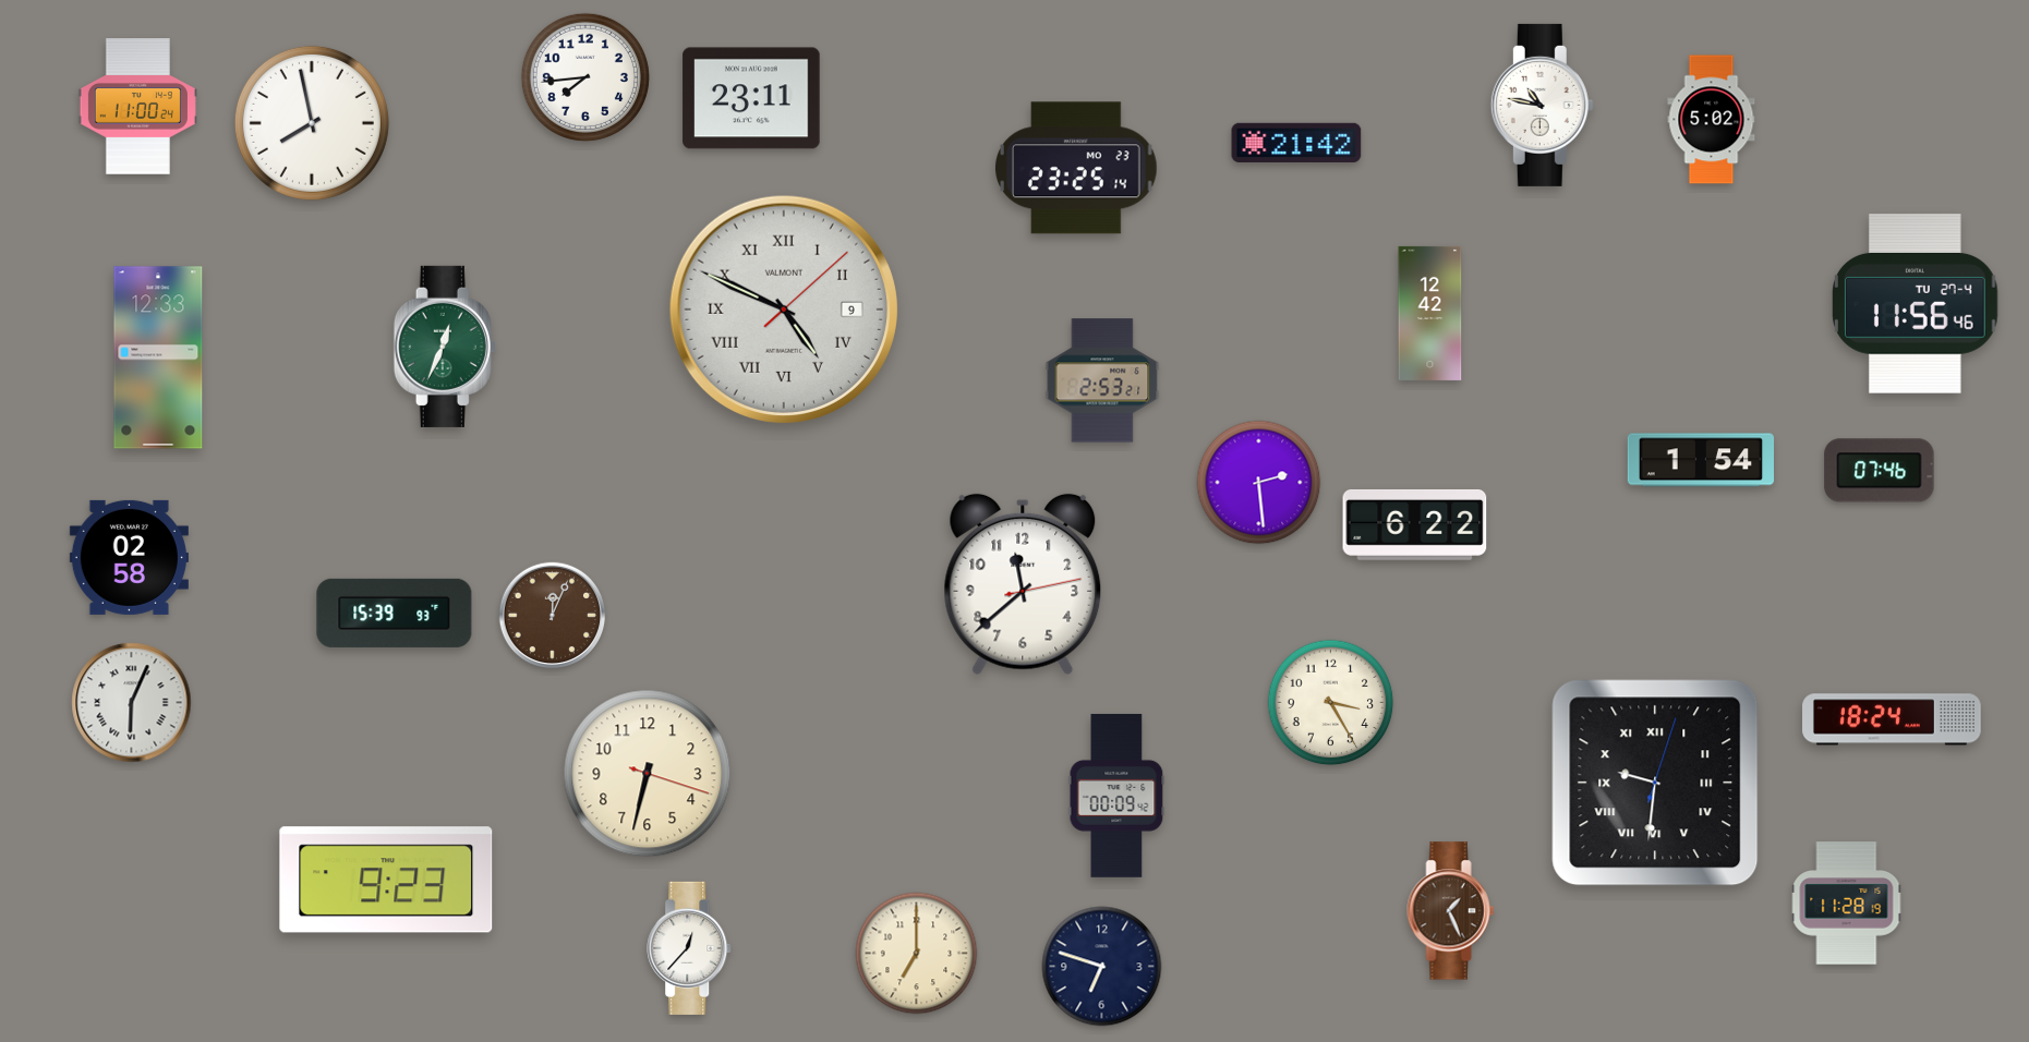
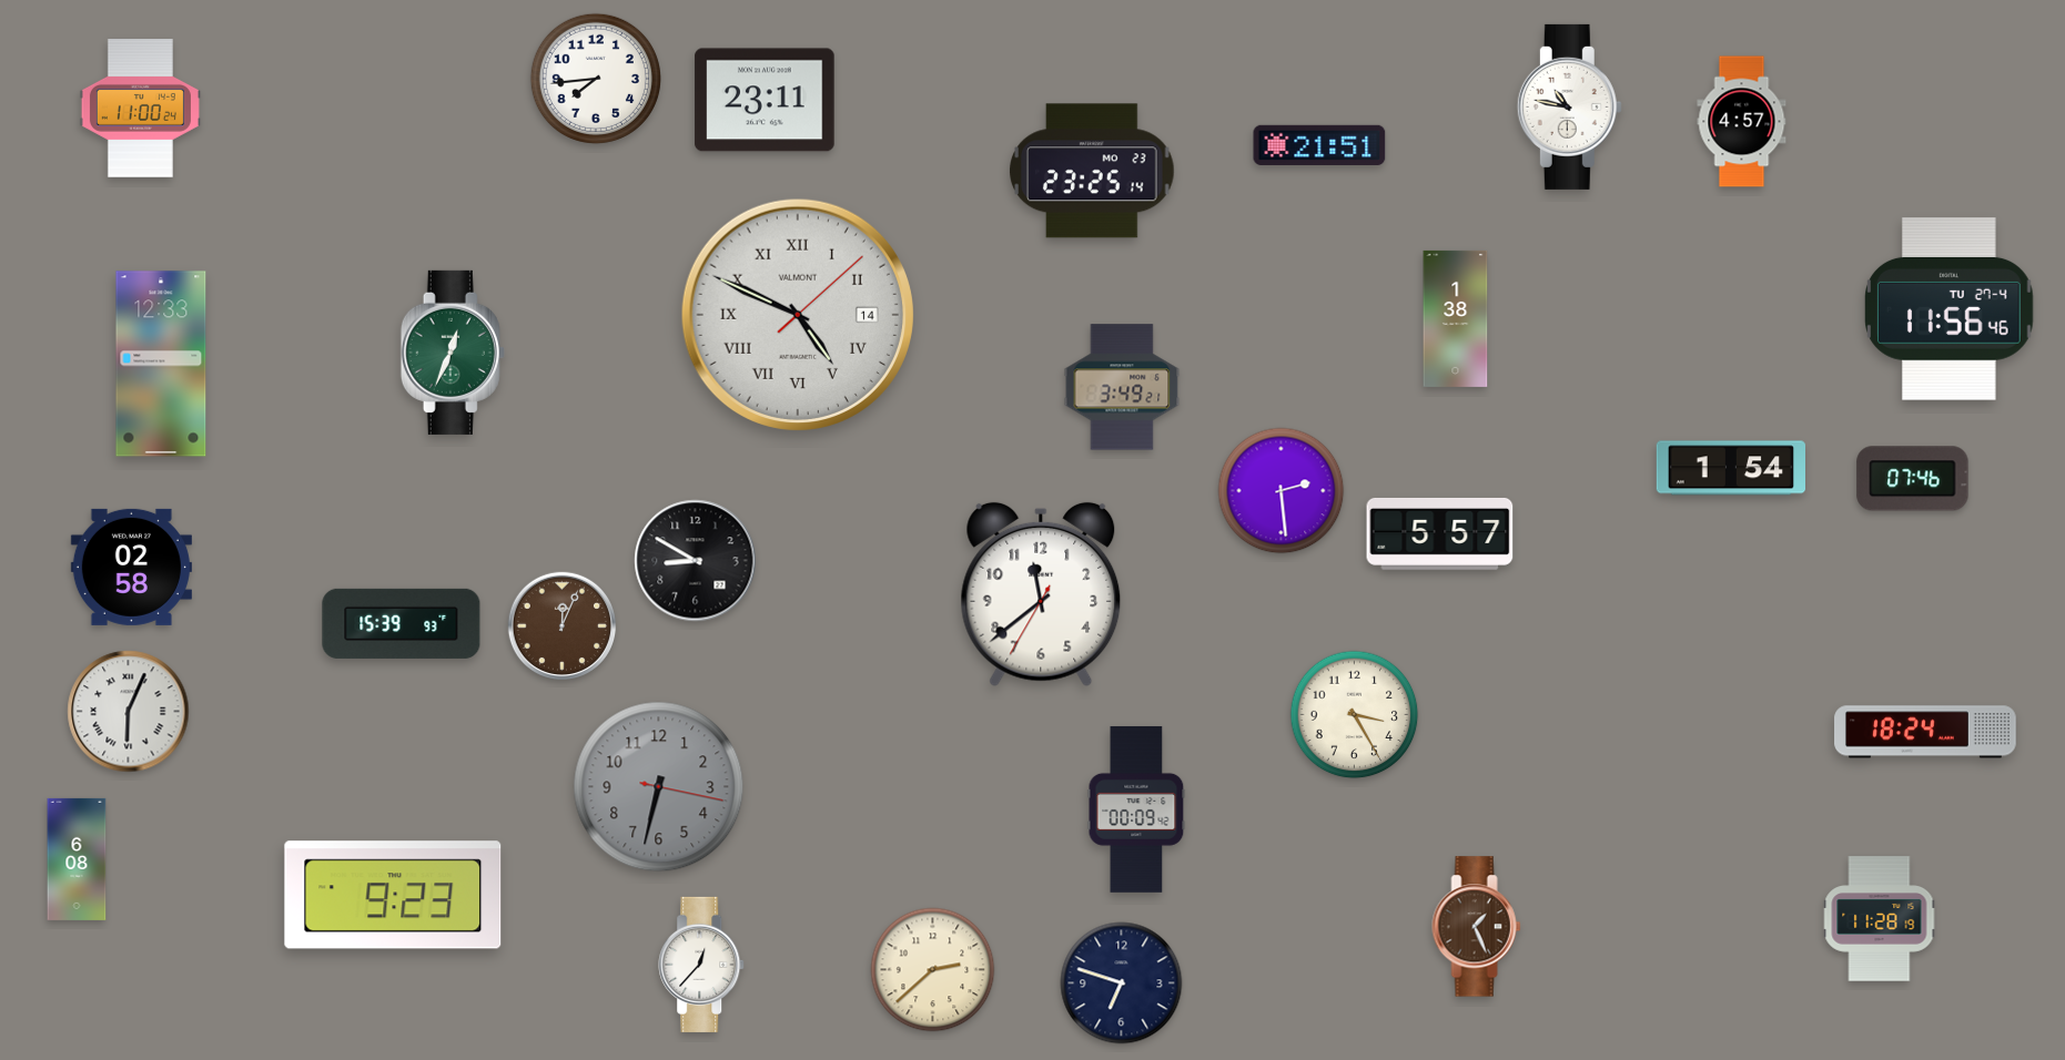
clock at (1712, 120): 5:02 -> 4:57
clock at (312, 123): 7:58 -> none
clock at (1296, 143): 21:42 -> 21:51
clock at (1076, 168) position: (1076, 168) -> (1092, 171)
clock at (784, 310) date: 9 -> 14
clock at (1430, 313): 12:42 -> 1:38
clock at (1102, 380): 2:53 -> 3:49
clock at (1415, 525): 6:22 -> 5:57
clock at (696, 561): none -> 8:50
clock at (1023, 584): 11:38:13 -> 11:38:35
clock at (132, 703) position: (132, 703) -> (129, 712)
clock at (648, 774): 6:32:18 -> 6:32:17
clock at (648, 774) dial: cream -> grey
clock at (1655, 783): 9:31 -> none
clock at (77, 859): none -> 6:08
clock at (917, 954): 7:00 -> 2:38
